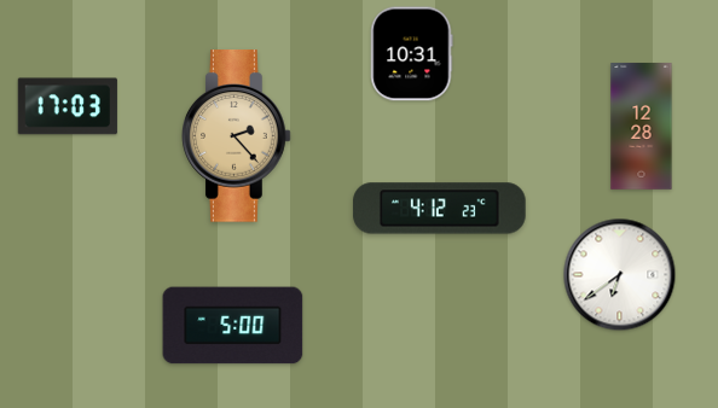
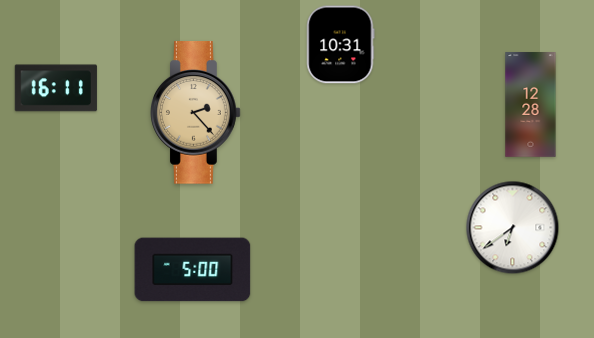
clock at (68, 106): 17:03 -> 16:11
clock at (440, 209): 4:12 -> none
